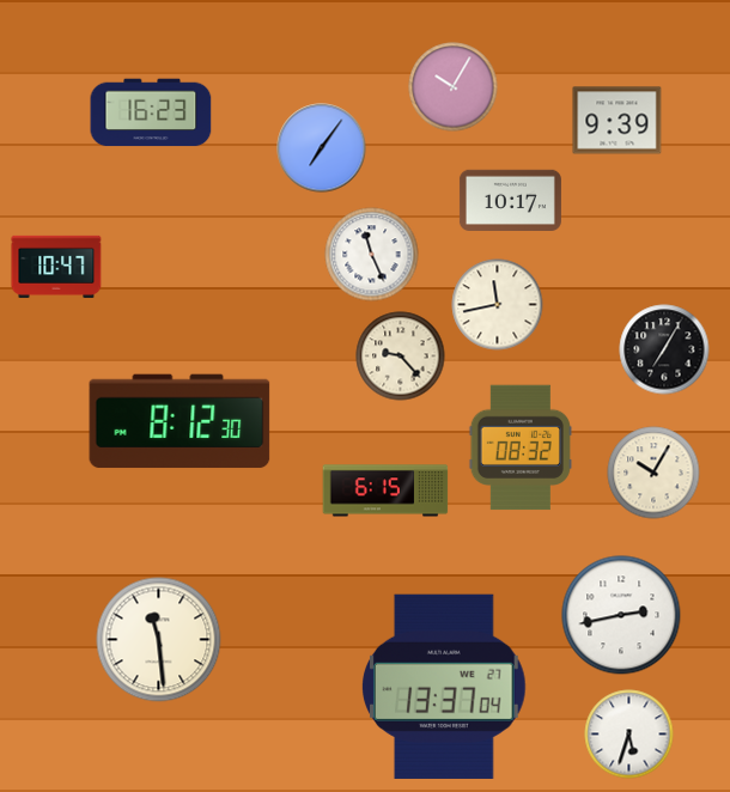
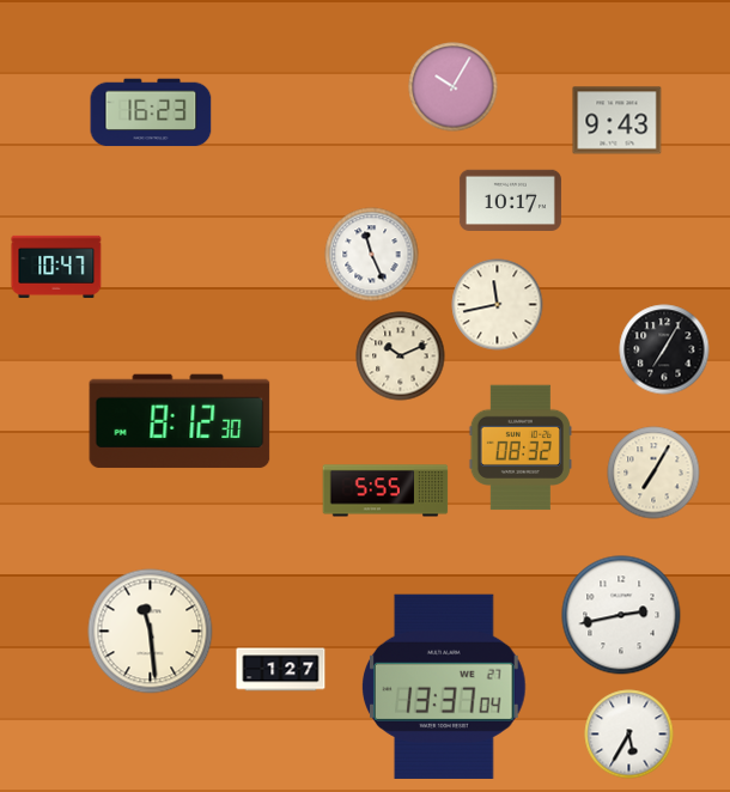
clock at (618, 121): 9:39 -> 9:43
clock at (322, 148): 7:06 -> none
clock at (401, 357): 9:23 -> 10:11
clock at (653, 473): 10:05 -> 7:05
clock at (385, 491): 6:15 -> 5:55
clock at (159, 640) position: (159, 640) -> (151, 632)
clock at (281, 670): none -> 1:27
clock at (629, 735): 5:33 -> 5:35
